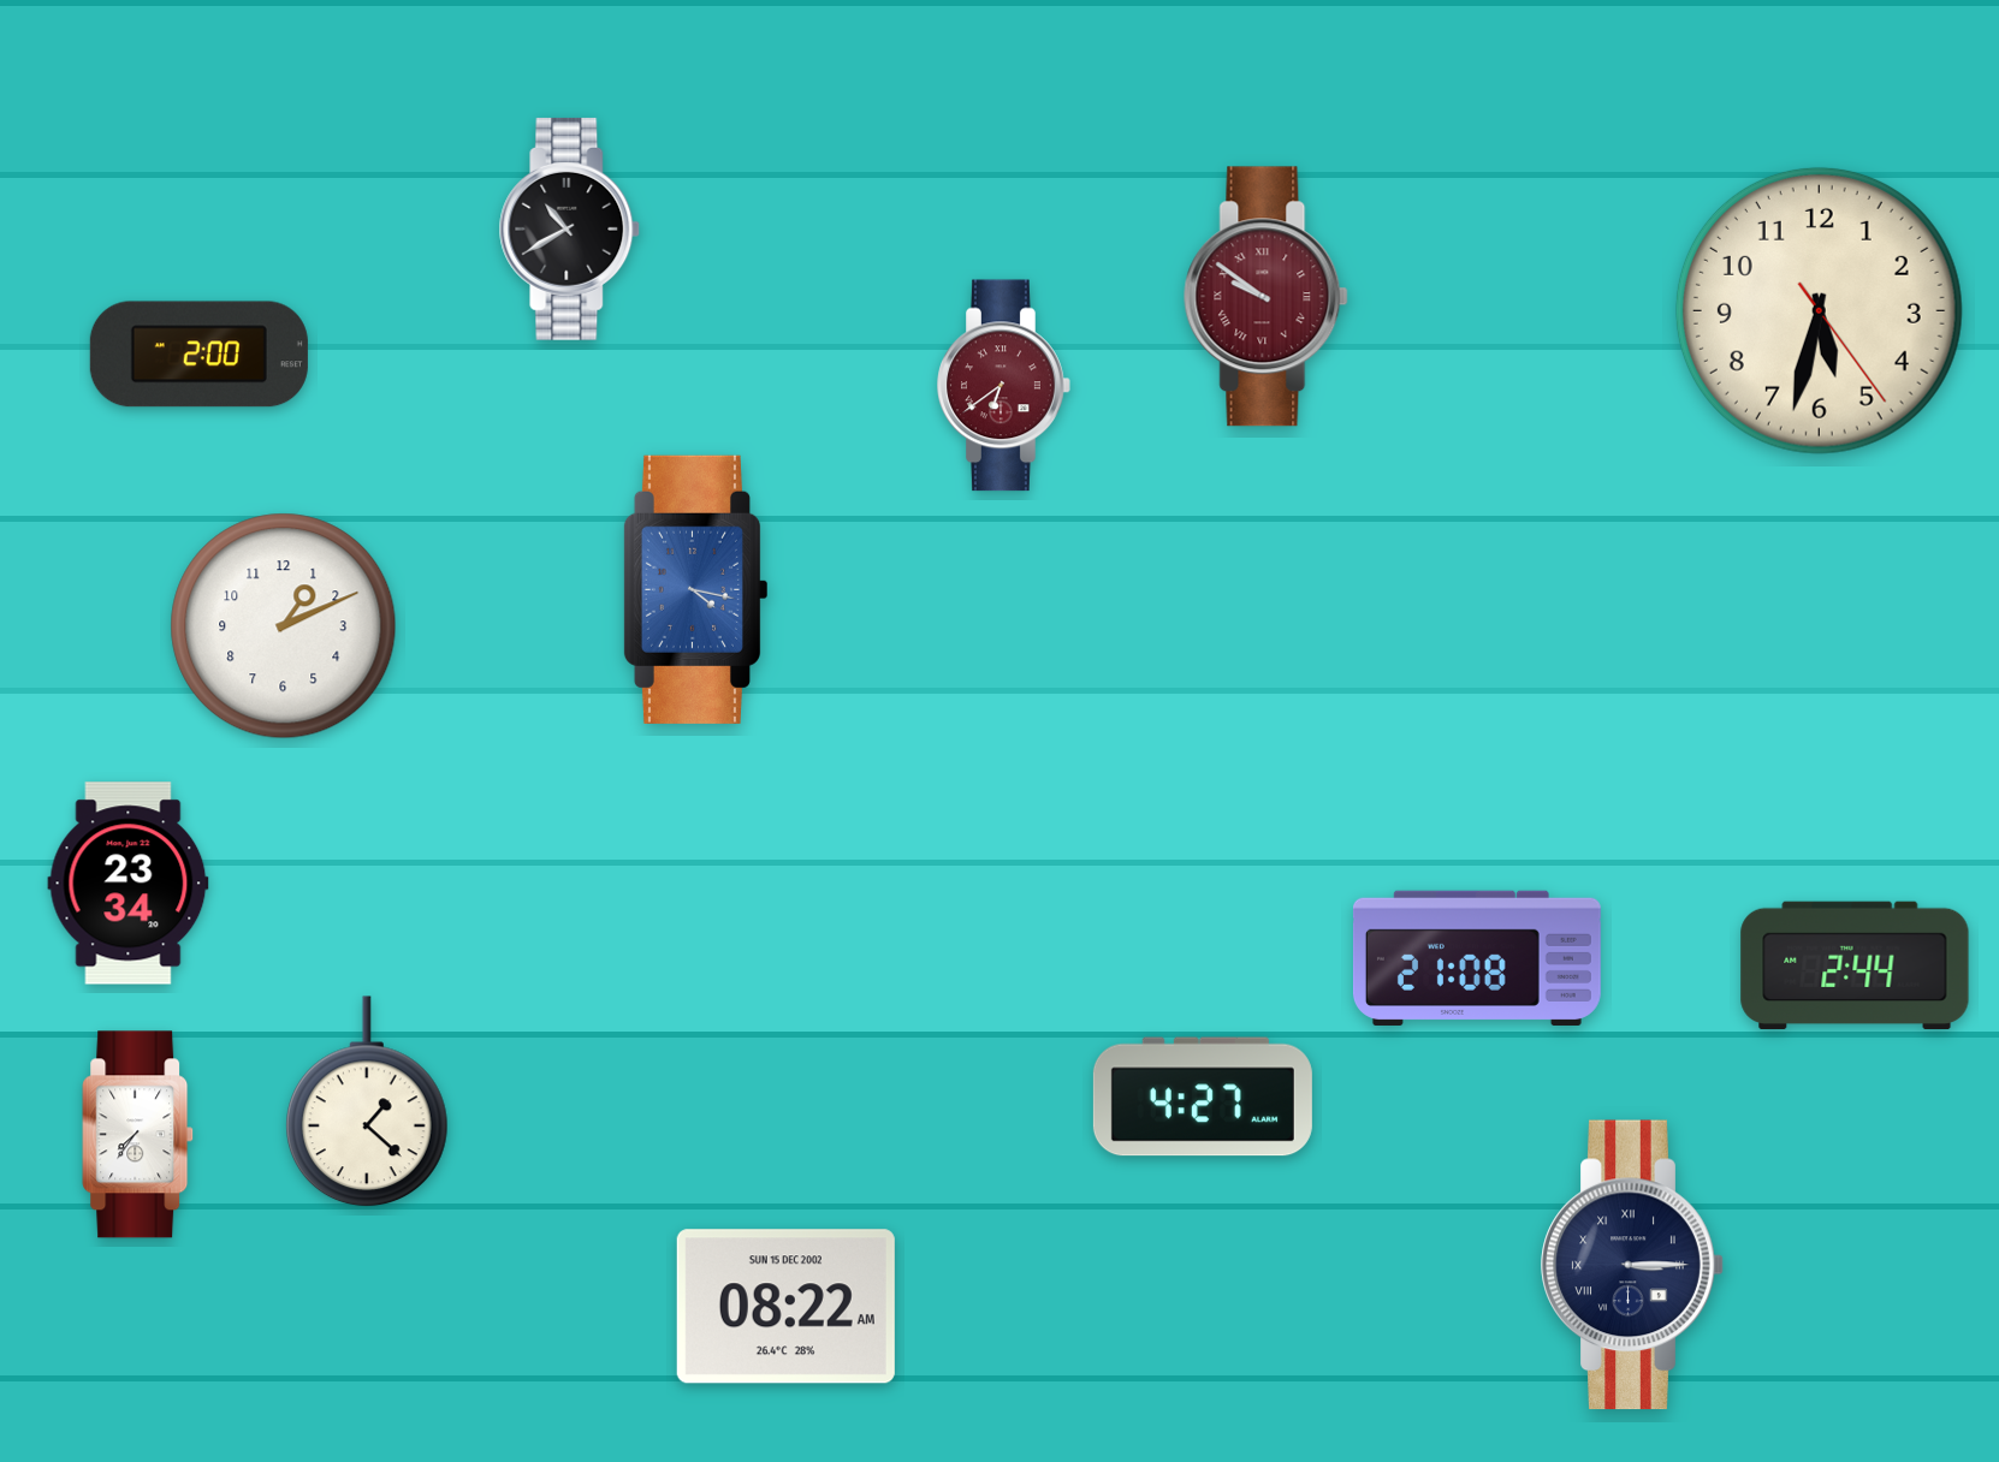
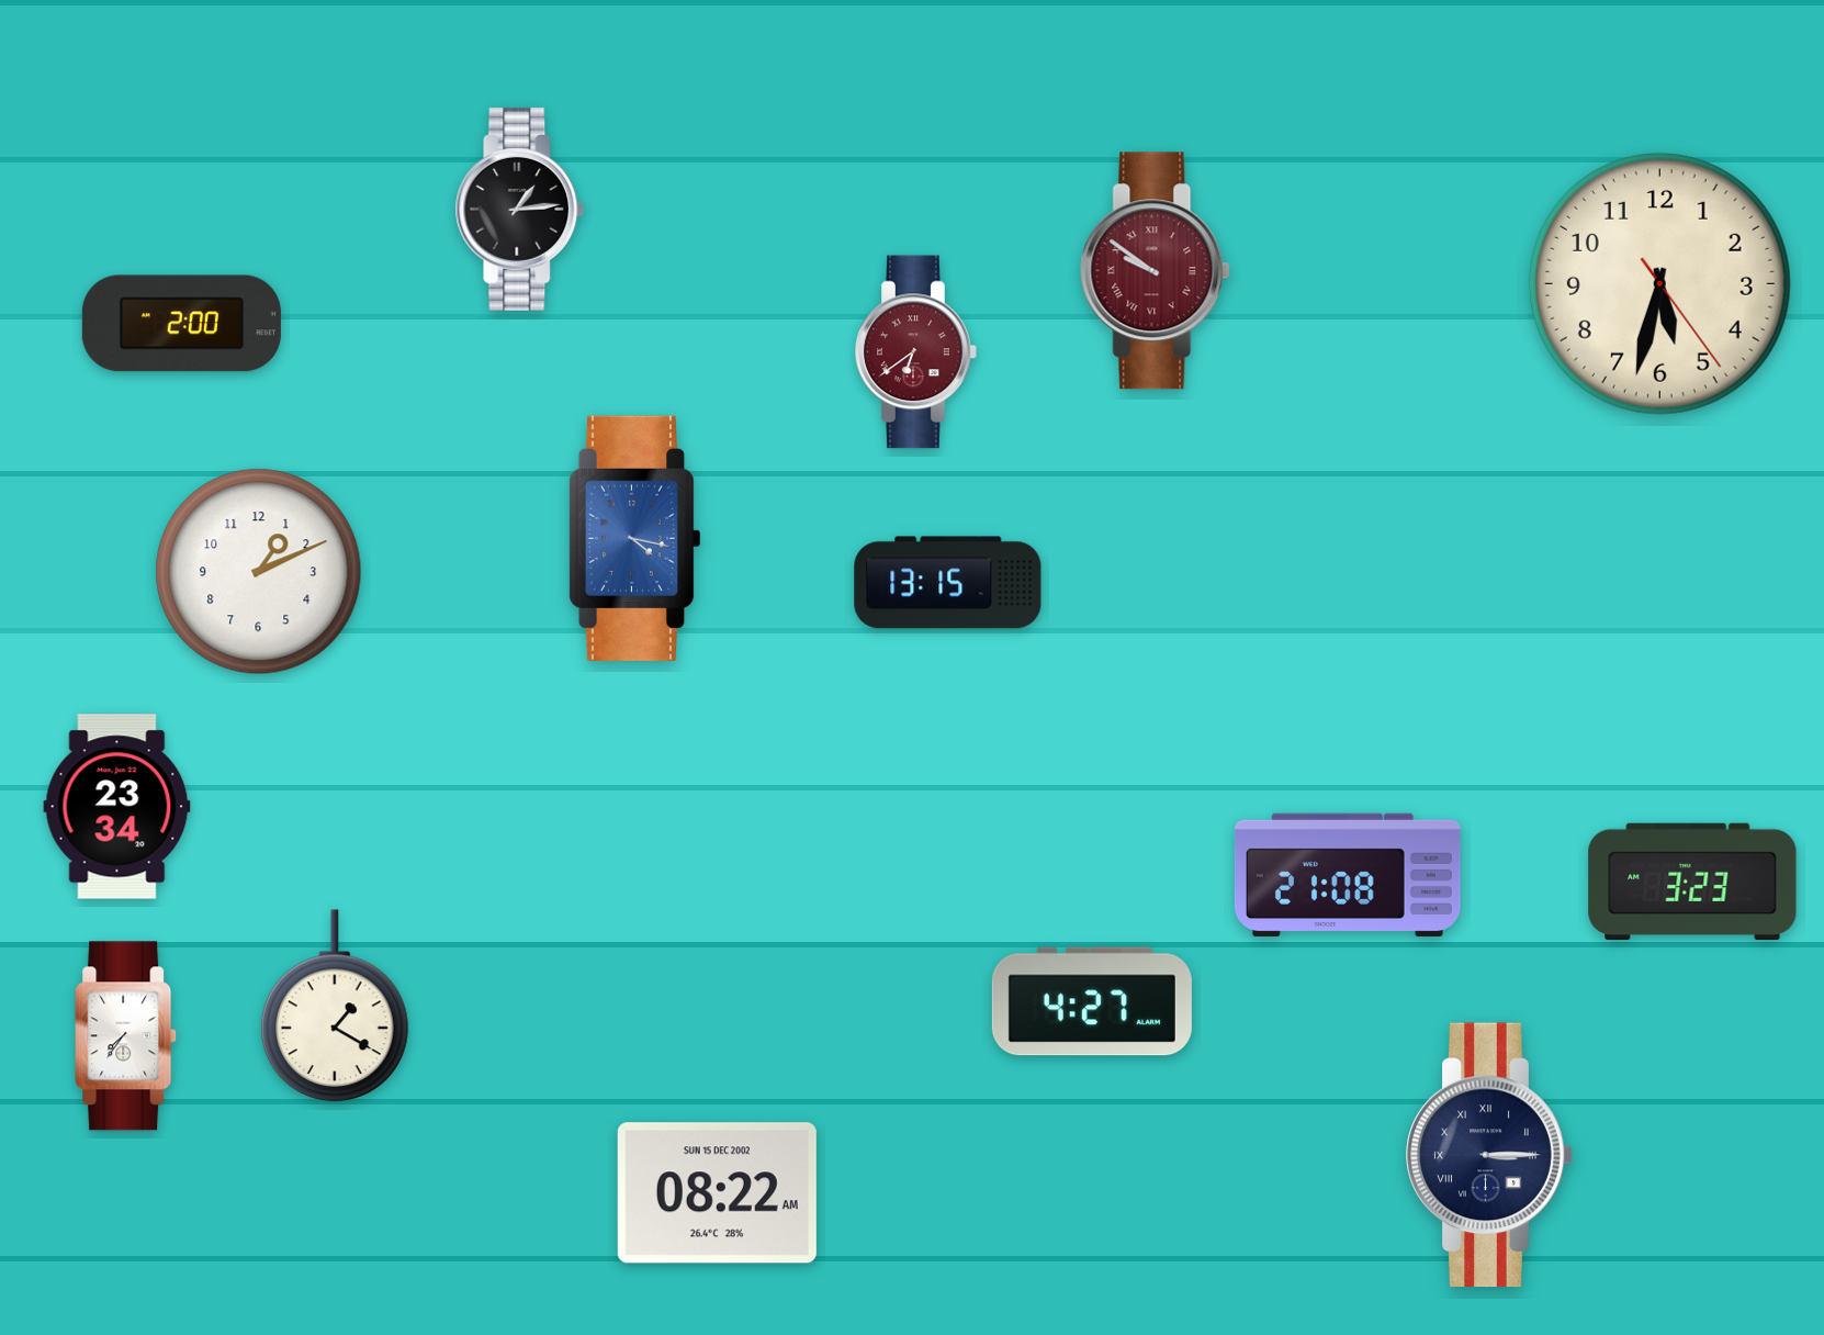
clock at (570, 228): 10:40 -> 1:14
clock at (948, 583): none -> 13:15
clock at (1855, 965): 2:44 -> 3:23
clock at (1203, 1096) position: (1203, 1096) -> (1092, 1001)
clock at (367, 1103): 1:22 -> 1:20
